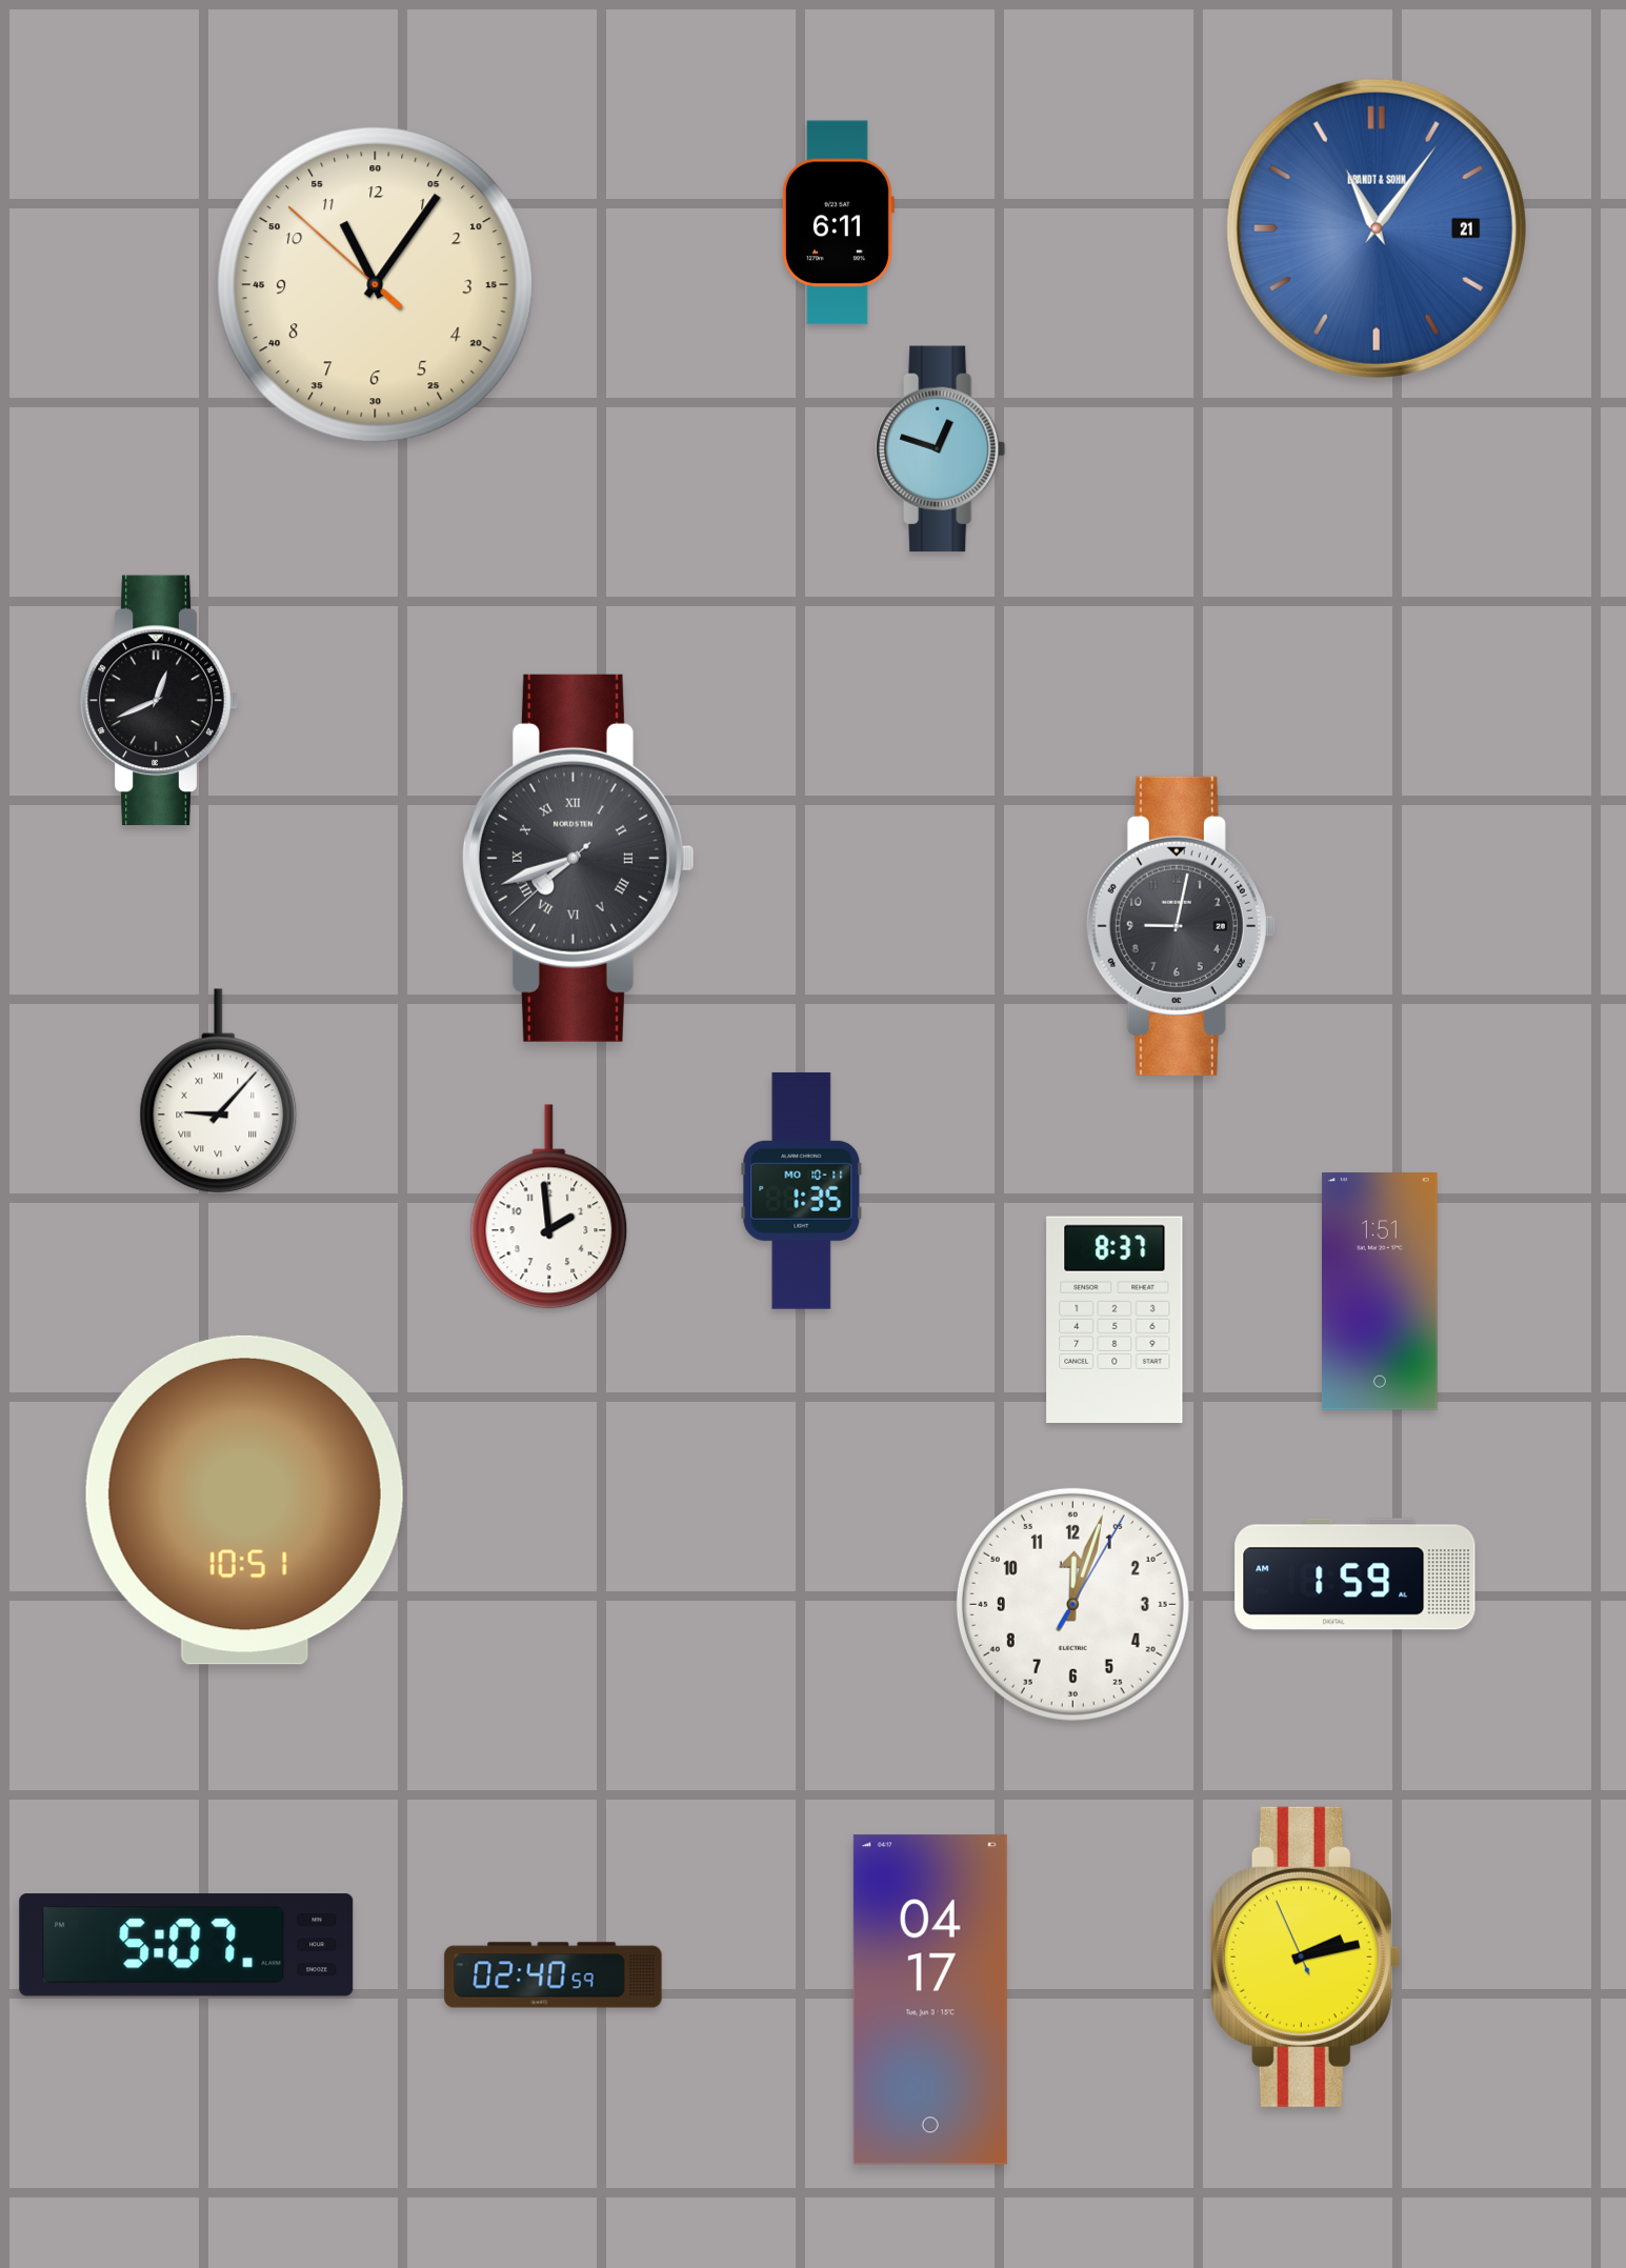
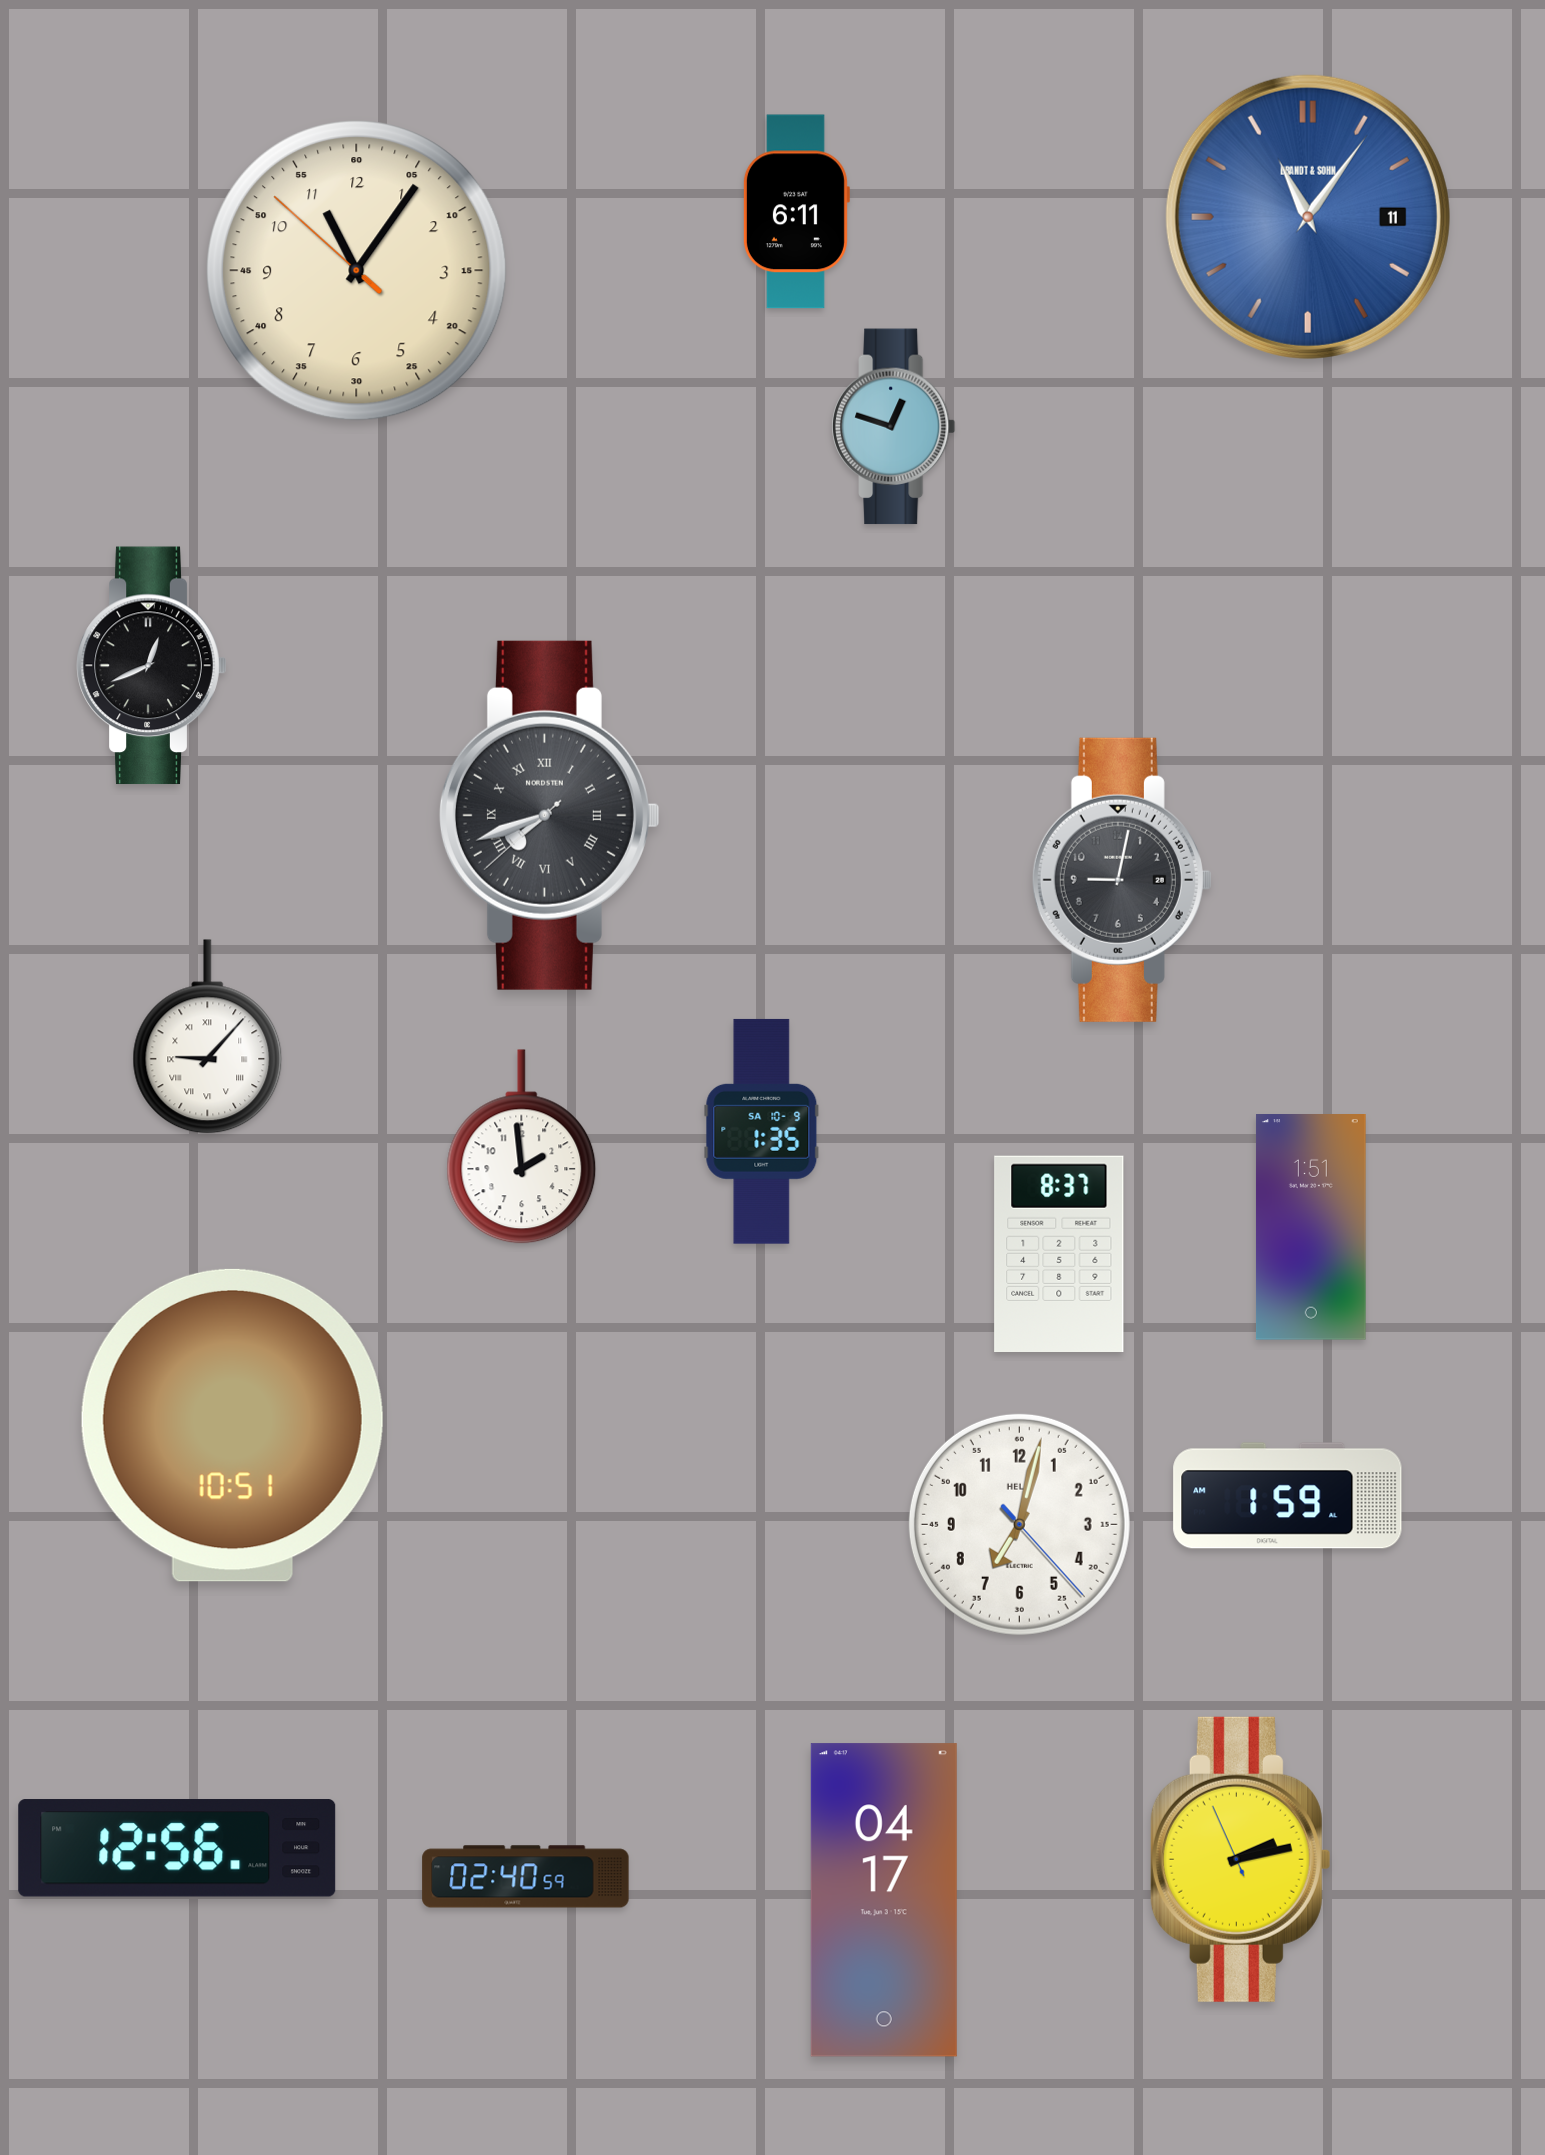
clock at (1377, 228) date: 21 -> 11
clock at (802, 1190) date: MO 10-11 -> SA 10-9
clock at (1072, 1604): 12:03 -> 7:02
clock at (186, 1946): 5:07 -> 12:56
